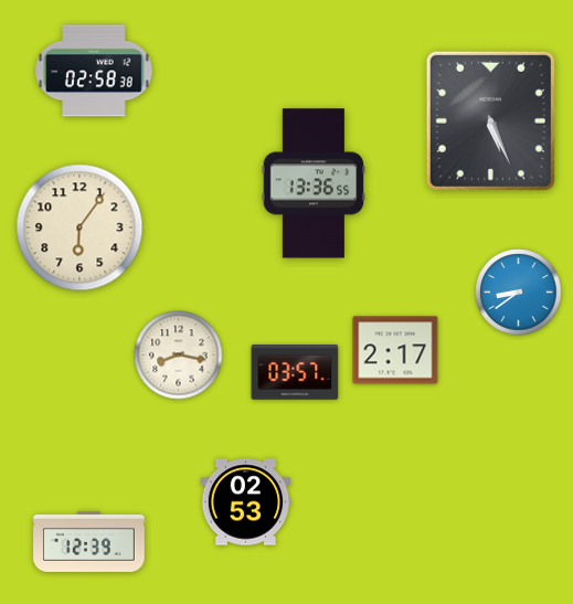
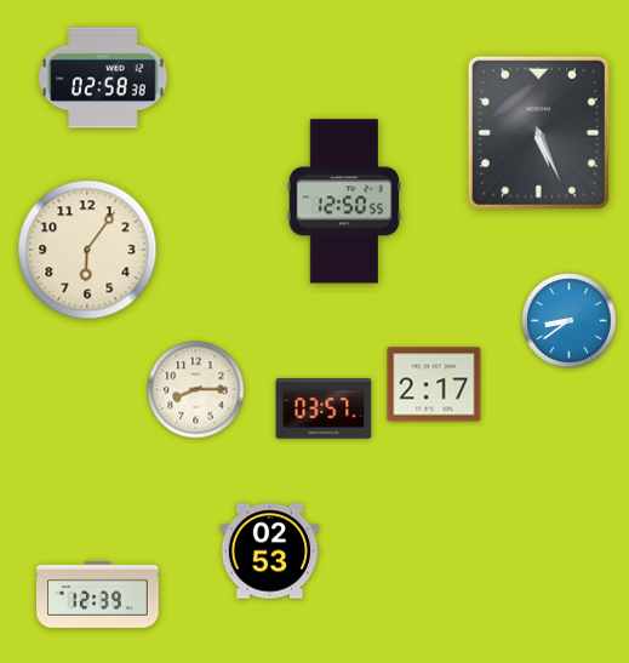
clock at (314, 183): 13:36 -> 12:50
clock at (179, 356): 8:17 -> 8:15
